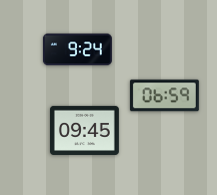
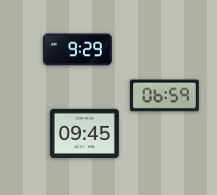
clock at (77, 50): 9:24 -> 9:29
clock at (84, 130) position: (84, 130) -> (84, 133)
